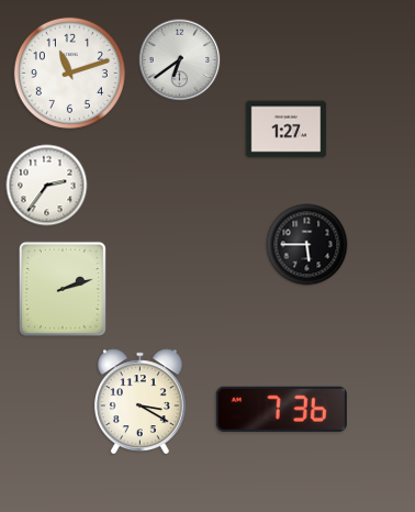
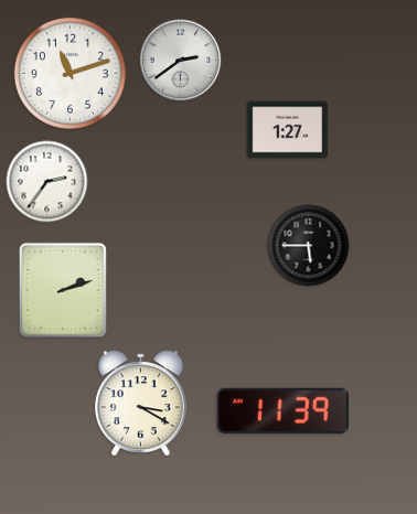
clock at (180, 60): 6:39 -> 2:39
clock at (47, 186) position: (47, 186) -> (47, 182)
clock at (281, 409): 7:36 -> 11:39
